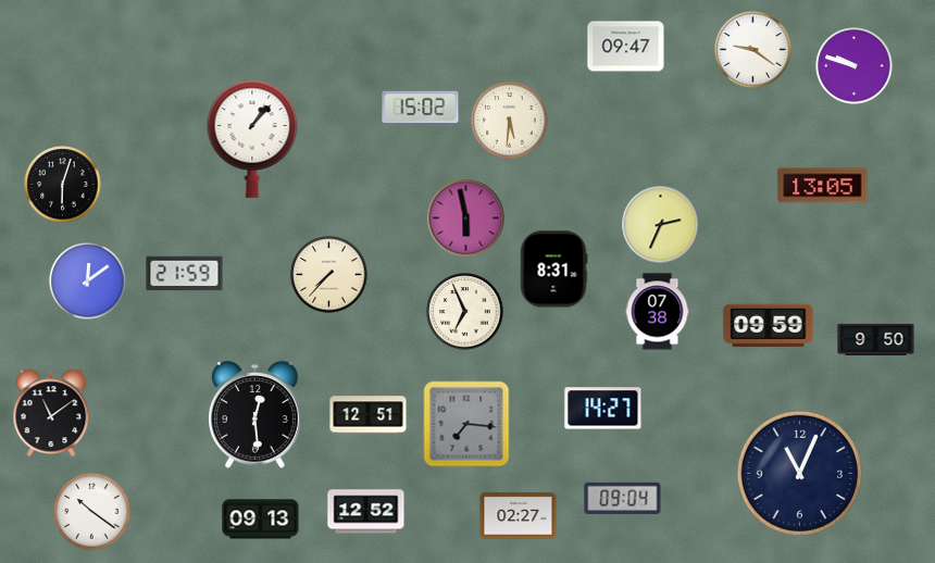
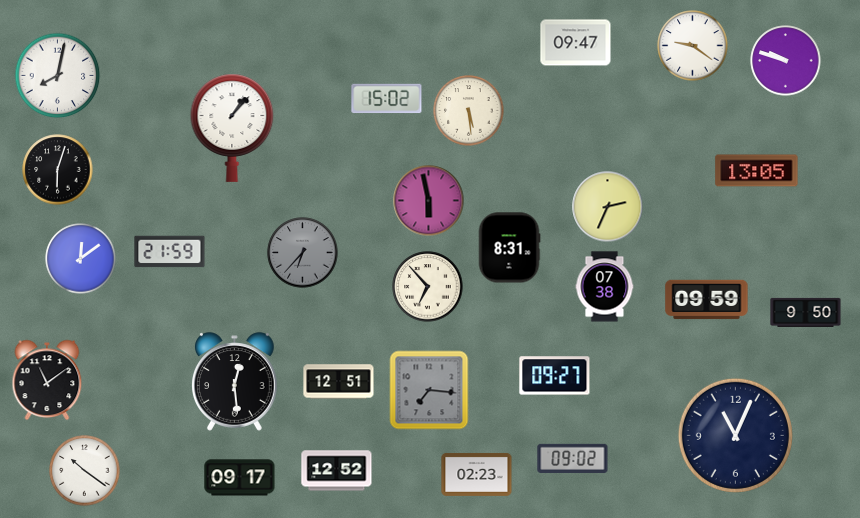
clock at (58, 76): none -> 8:02
clock at (510, 121): 5:31 -> 5:29
clock at (329, 275): 7:37 -> 6:37
clock at (329, 275) dial: cream -> grey
clock at (465, 312): 6:56 -> 6:53
clock at (603, 409): 14:27 -> 09:27
clock at (623, 498): 09:04 -> 09:02
clock at (519, 515): 02:27 -> 02:23
clock at (261, 520): 09:13 -> 09:17
